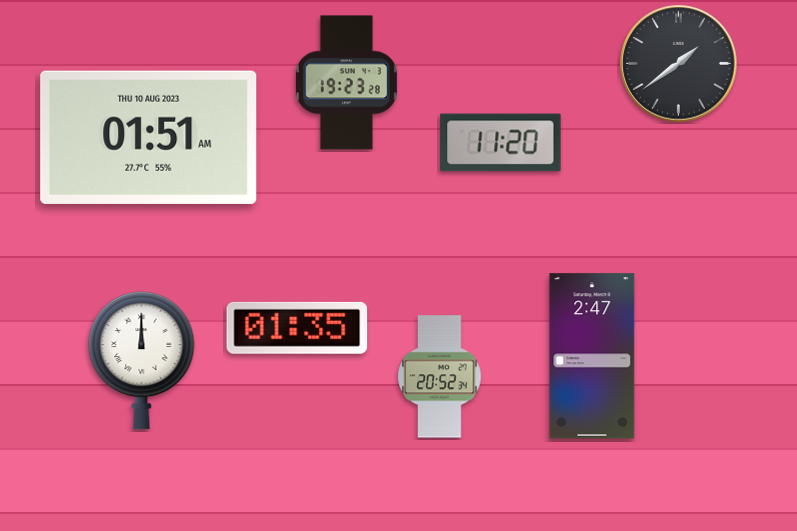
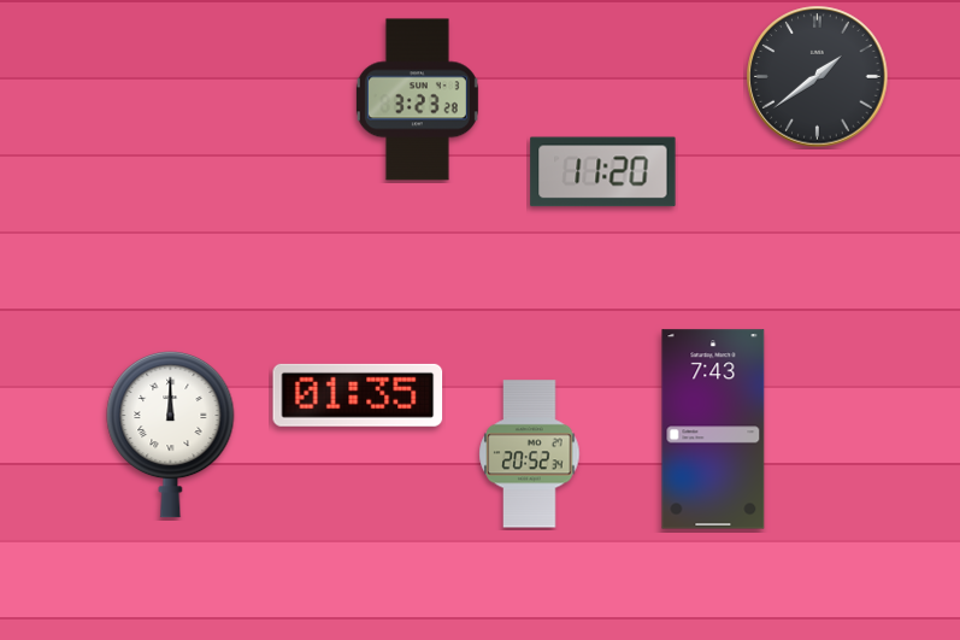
clock at (346, 83): 19:23 -> 3:23
clock at (149, 137): 01:51 -> none
clock at (592, 356): 2:47 -> 7:43
